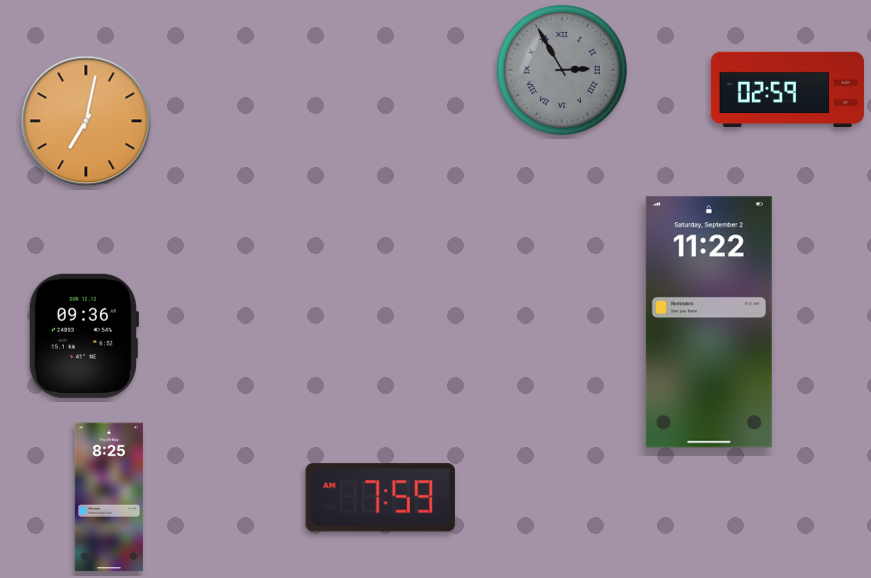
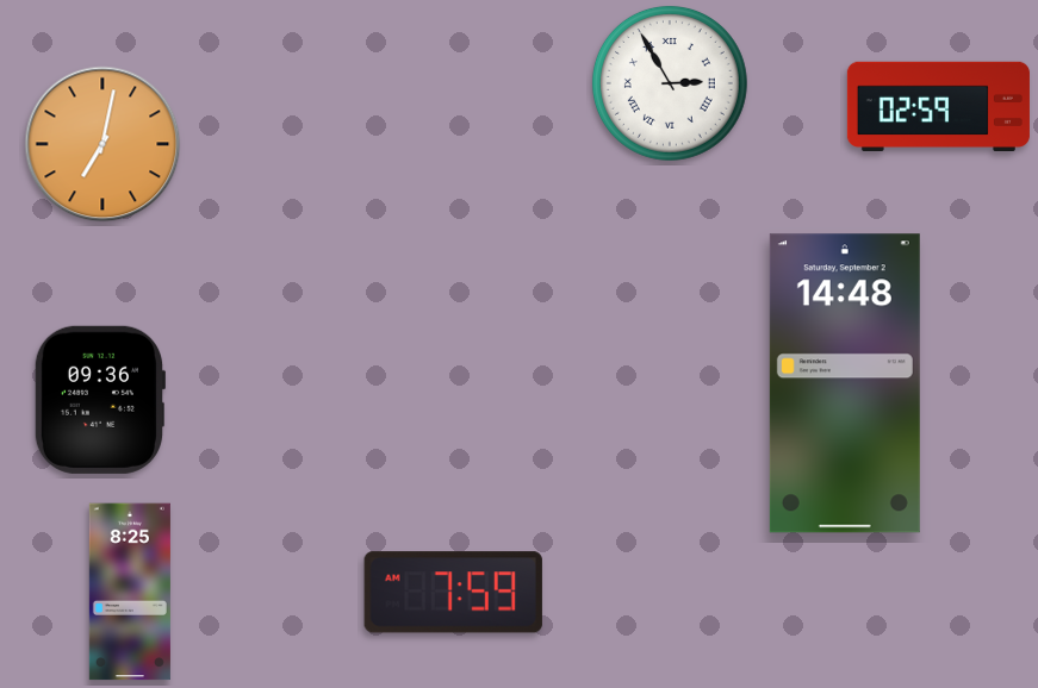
clock at (562, 70) dial: grey -> white
clock at (709, 322): 11:22 -> 14:48
